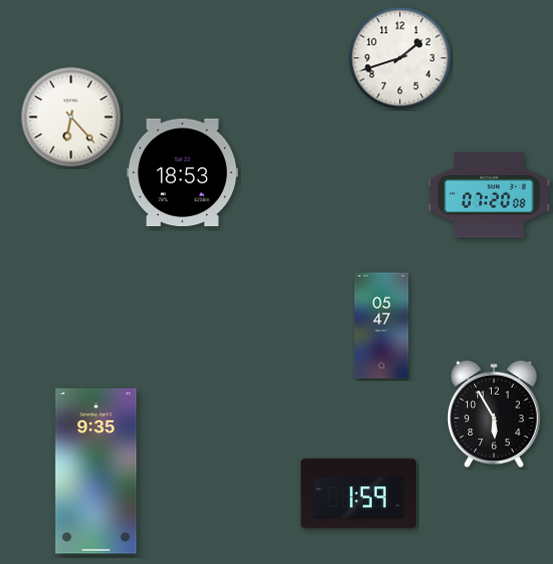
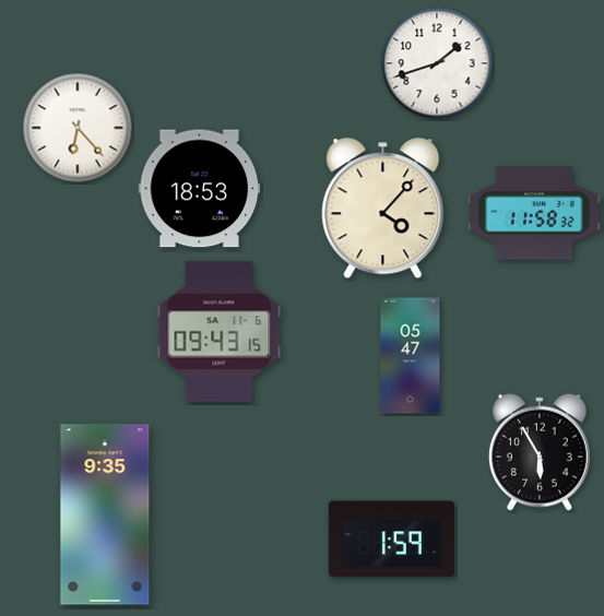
clock at (383, 209): none -> 4:07
clock at (489, 195): 07:20 -> 11:58
clock at (220, 332): none -> 09:43
clock at (382, 326) position: (382, 326) -> (411, 356)
